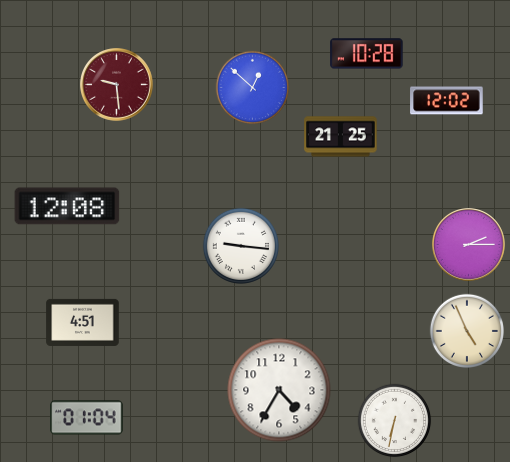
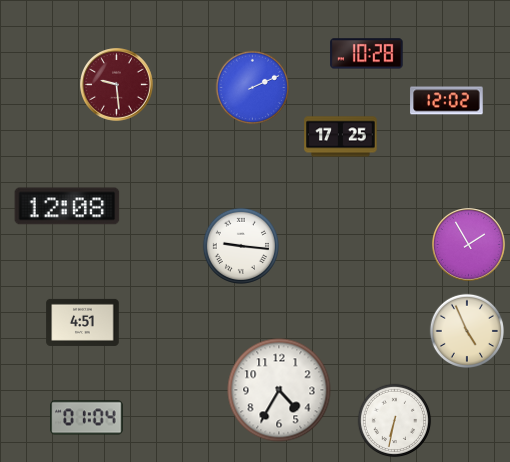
clock at (253, 88): 12:52 -> 2:11
clock at (341, 137): 21:25 -> 17:25
clock at (469, 245): 2:15 -> 1:55
